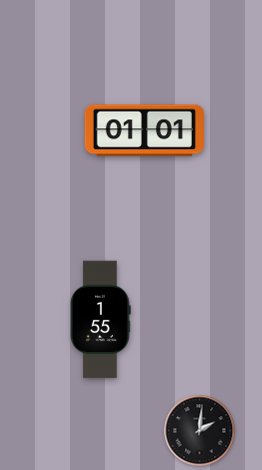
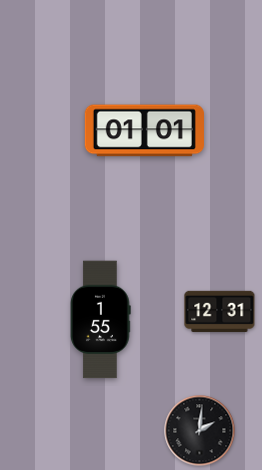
clock at (220, 311): none -> 12:31
